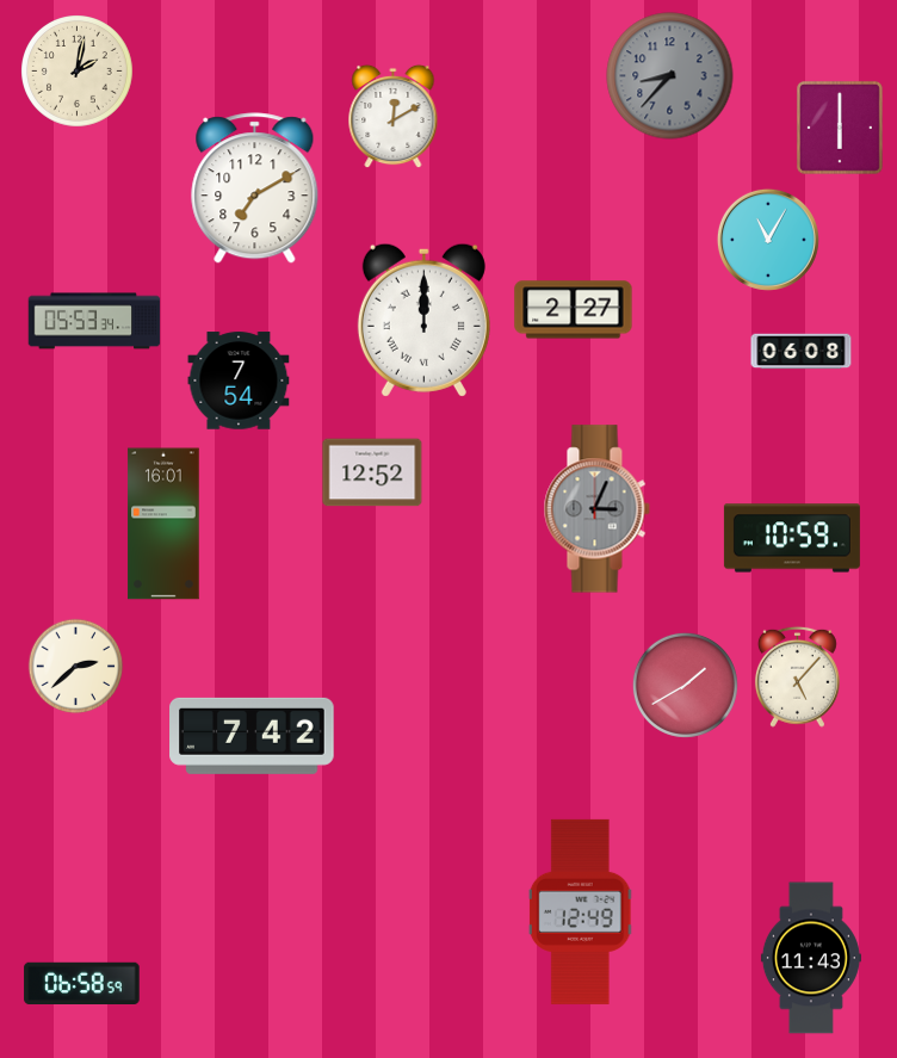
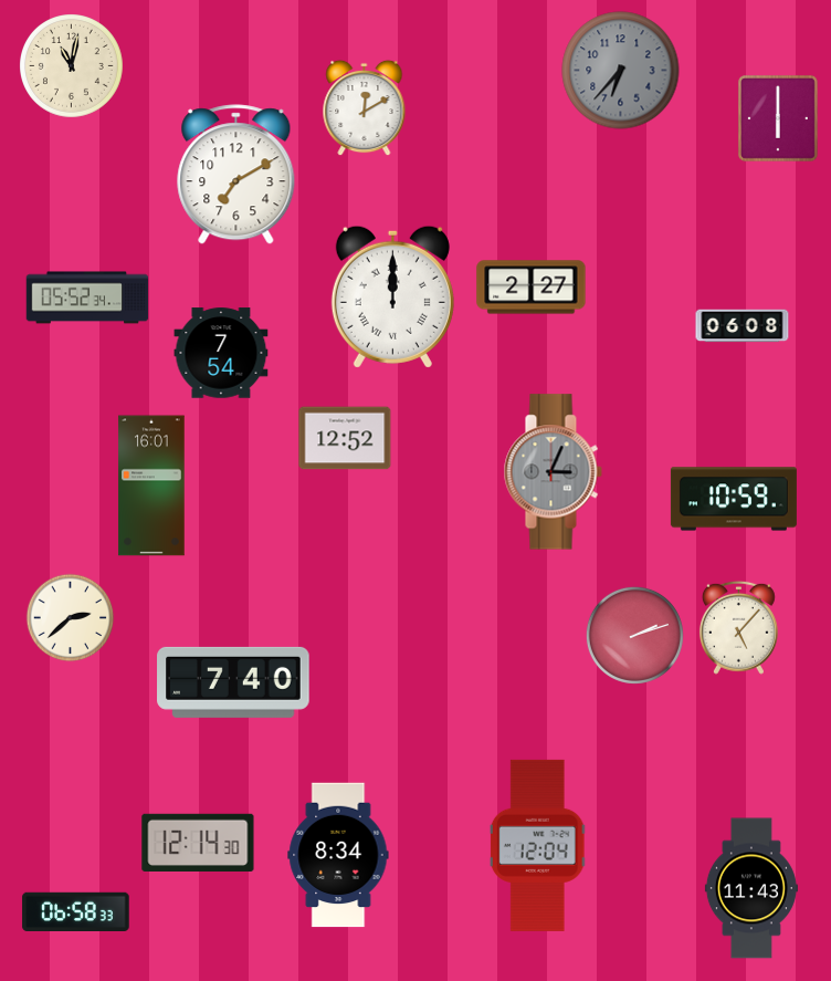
clock at (78, 72): 2:02 -> 11:02
clock at (670, 76): 8:37 -> 6:37
clock at (768, 240): 11:05 -> none
clock at (94, 321): 05:53 -> 05:52
clock at (685, 685): 1:40 -> 2:12
clock at (252, 736): 7:42 -> 7:40
clock at (198, 842): none -> 12:14
clock at (581, 911): 12:49 -> 12:04
clock at (338, 855): none -> 8:34
clock at (82, 983): 06:58:59 -> 06:58:33
